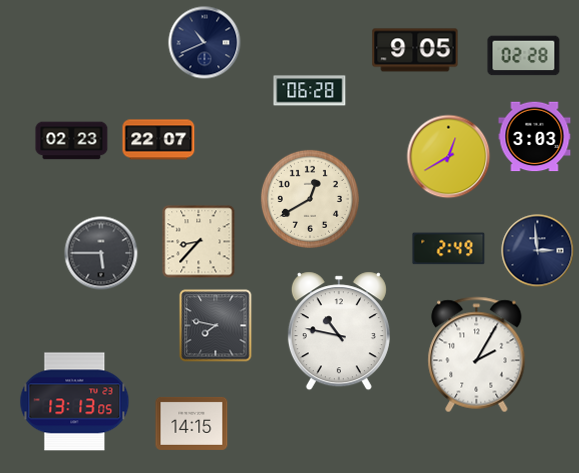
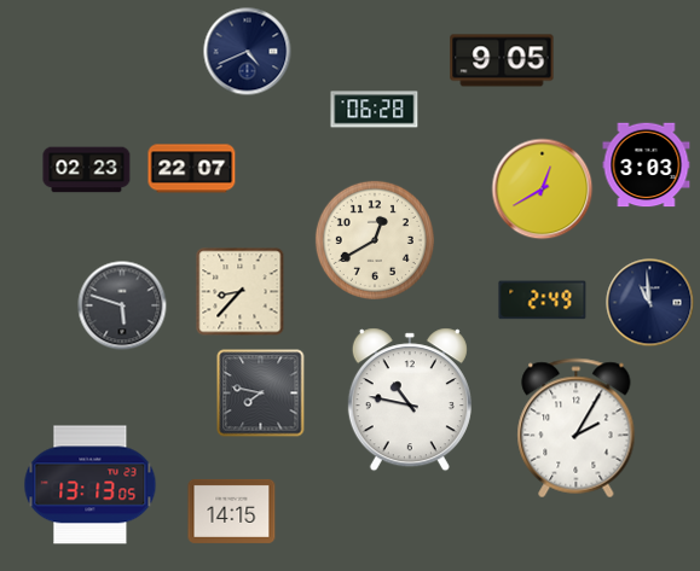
clock at (205, 43): 10:41 -> 4:41
clock at (524, 56): 02:28 -> none
clock at (538, 251): 2:59 -> 10:59
clock at (101, 253): 5:45 -> 5:48
